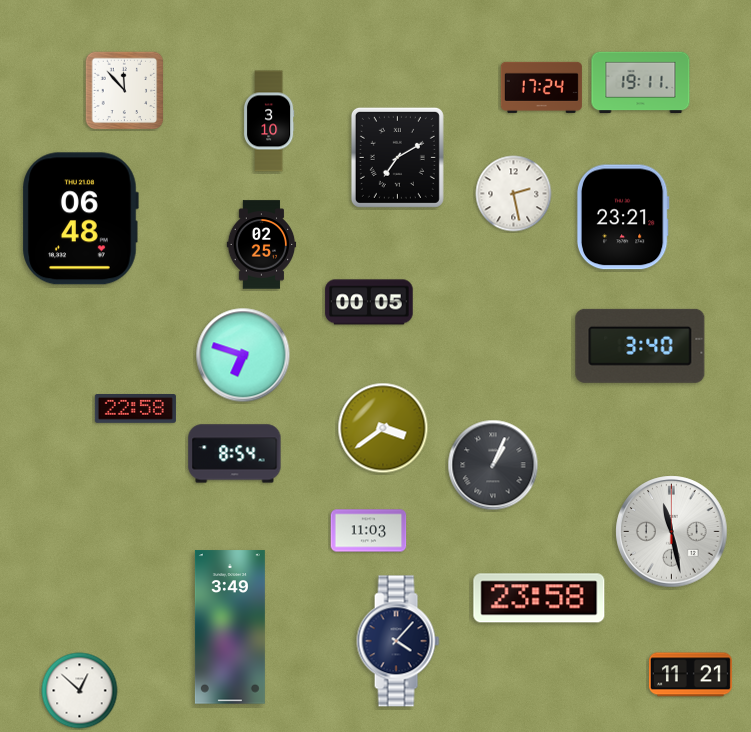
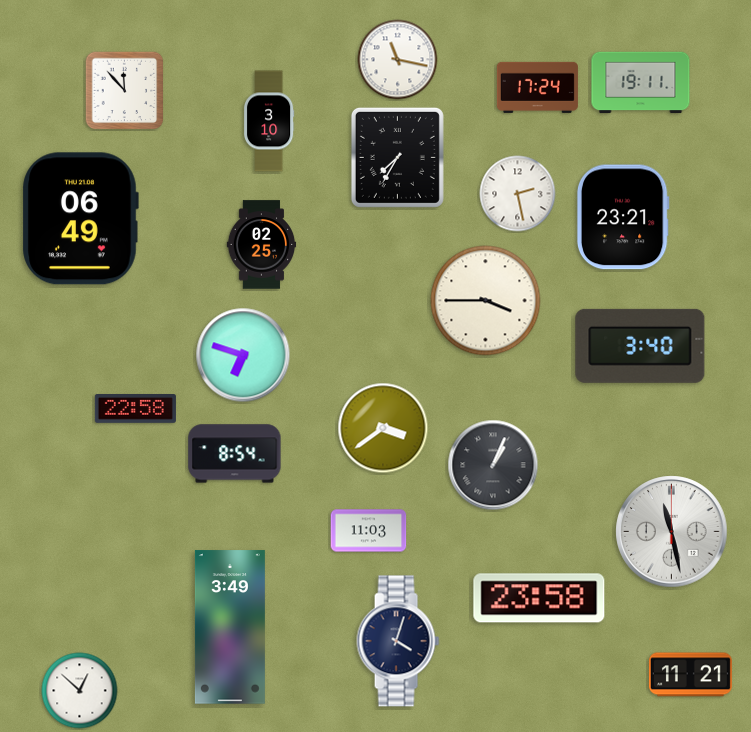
clock at (398, 60): none -> 11:17
clock at (541, 87) position: (541, 87) -> (537, 87)
clock at (397, 157): 7:10 -> 7:35
clock at (514, 194) position: (514, 194) -> (518, 194)
clock at (80, 219): 06:48 -> 06:49
clock at (486, 301): none -> 3:45
clock at (369, 302): 00:05 -> none
clock at (398, 641): 4:07 -> 4:03
